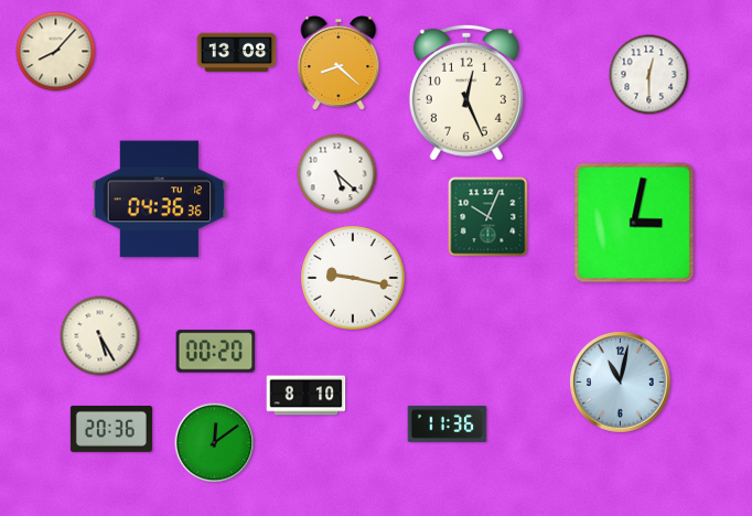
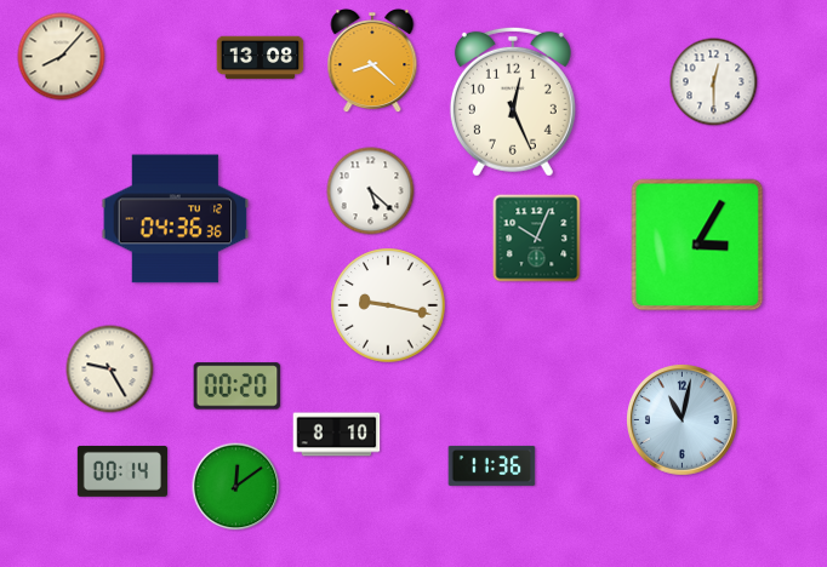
clock at (339, 64) position: (339, 64) -> (372, 62)
clock at (634, 223): 3:02 -> 3:05
clock at (100, 336): 5:25 -> 9:25
clock at (111, 429): 20:36 -> 00:14
